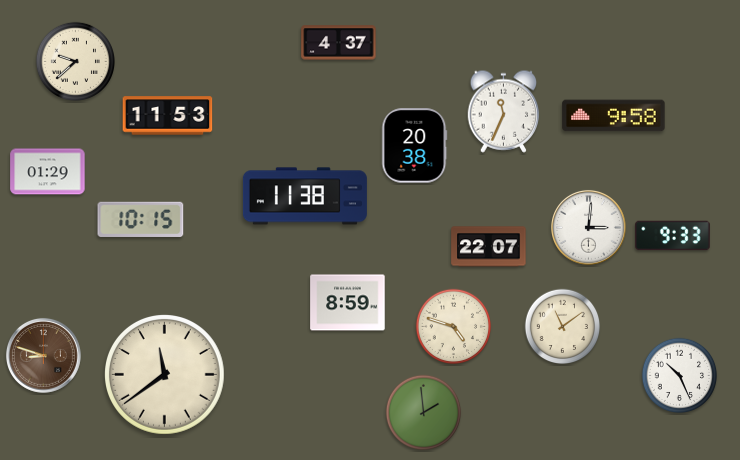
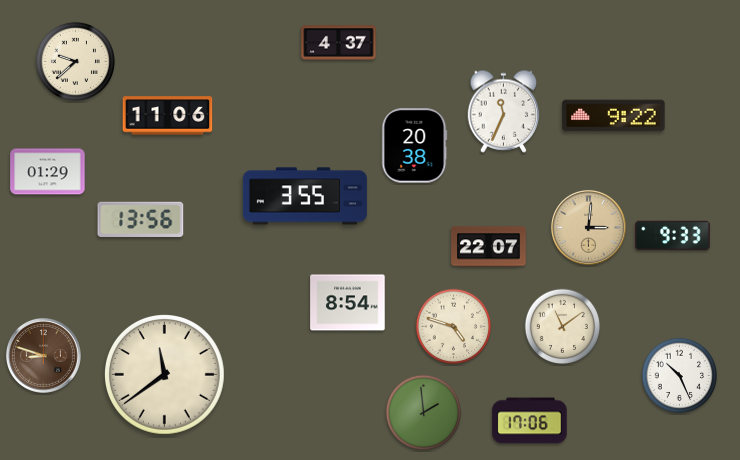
clock at (168, 116): 11:53 -> 11:06
clock at (614, 116): 9:58 -> 9:22
clock at (305, 196): 11:38 -> 3:55
clock at (141, 219): 10:15 -> 13:56
clock at (588, 227) dial: white -> champagne
clock at (348, 303): 8:59 -> 8:54
clock at (530, 421): none -> 17:06
